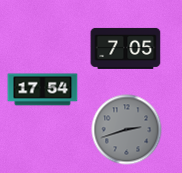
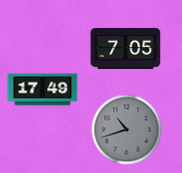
clock at (43, 90): 17:54 -> 17:49
clock at (127, 130): 2:42 -> 10:42
